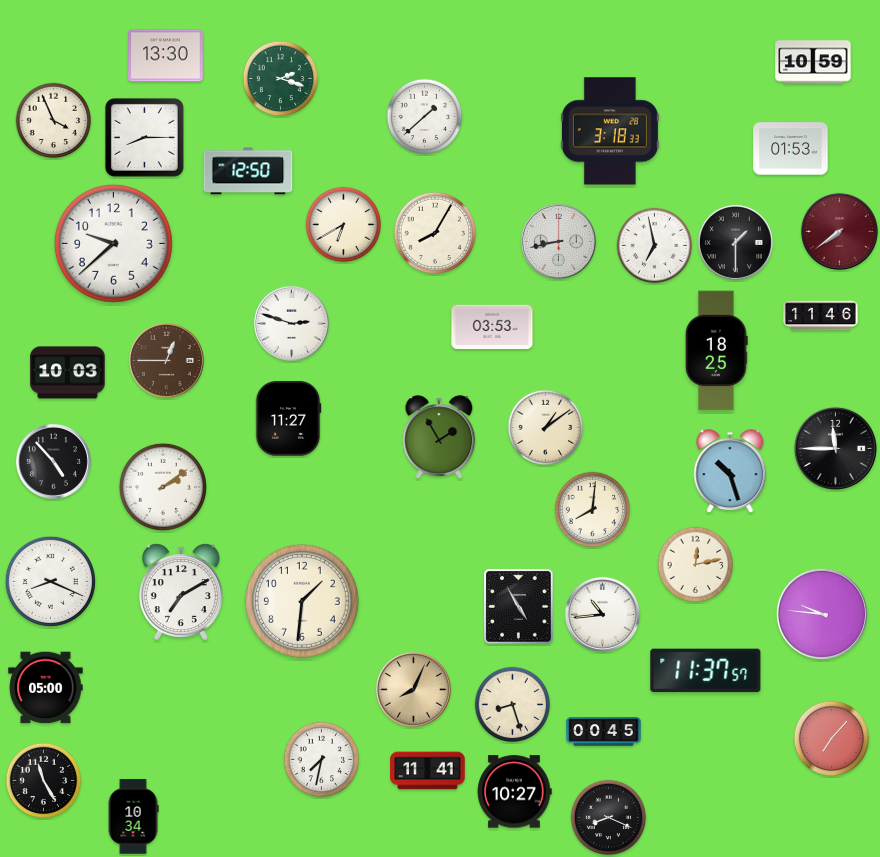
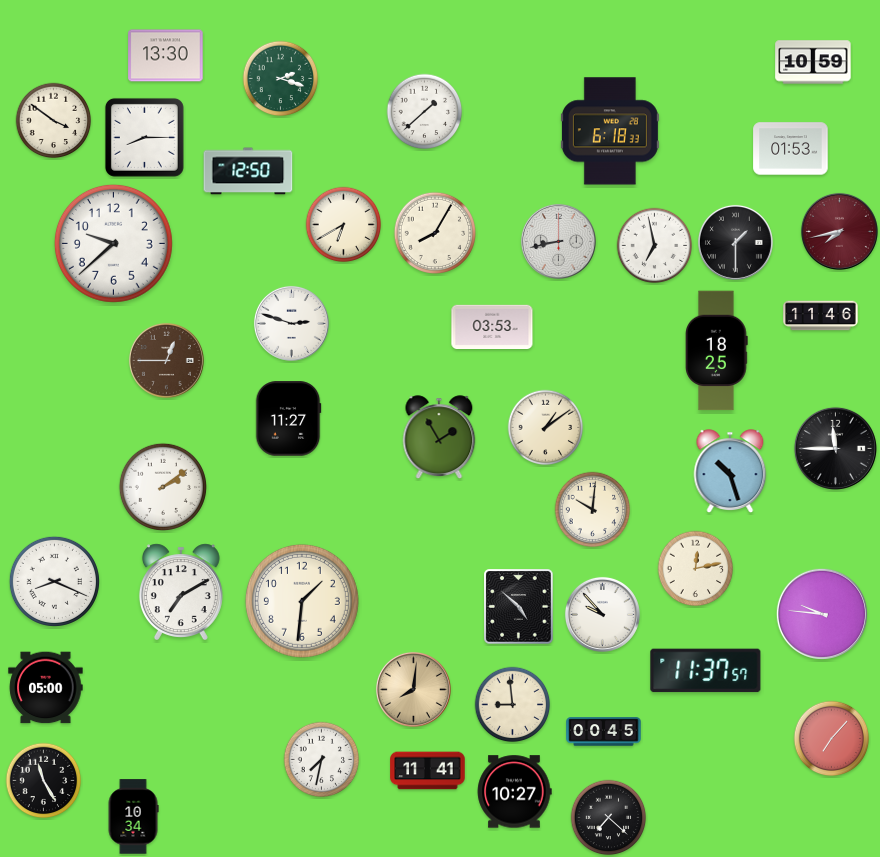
clock at (425, 117) position: (425, 117) -> (425, 112)
clock at (54, 121): 3:56 -> 3:51
clock at (610, 131): 3:18 -> 6:18
clock at (839, 231): 7:39 -> 7:43
clock at (68, 373): 10:03 -> none
clock at (53, 461): 4:53 -> none
clock at (593, 510): 8:01 -> 10:01
clock at (696, 565) position: (696, 565) -> (696, 569)
clock at (50, 581) position: (50, 581) -> (54, 581)
clock at (519, 607): 4:55 -> 4:52
clock at (602, 614): 10:44 -> 9:53
clock at (413, 689): 8:04 -> 8:01
clock at (513, 705): 8:27 -> 8:59
clock at (609, 818): 8:19 -> 7:22
